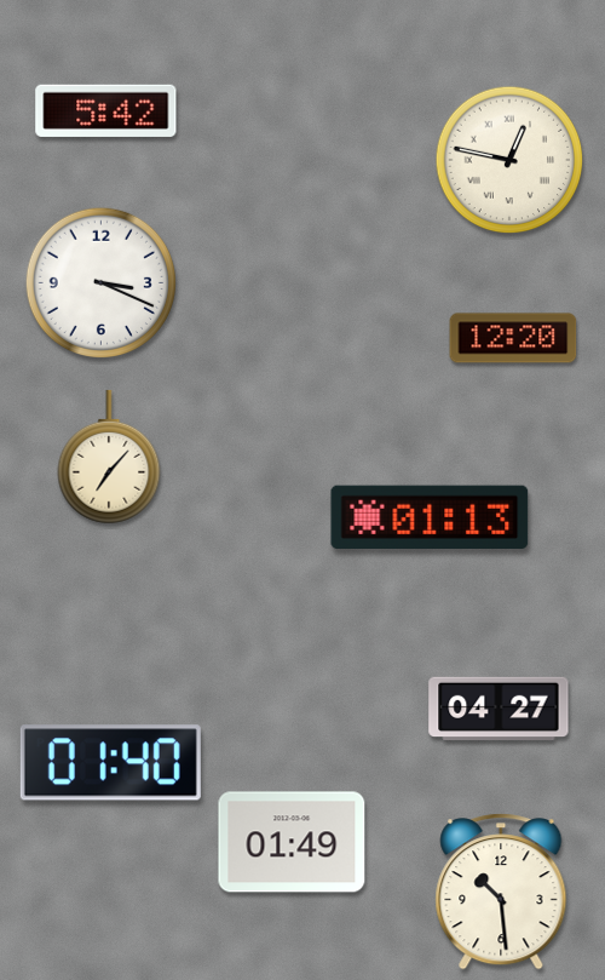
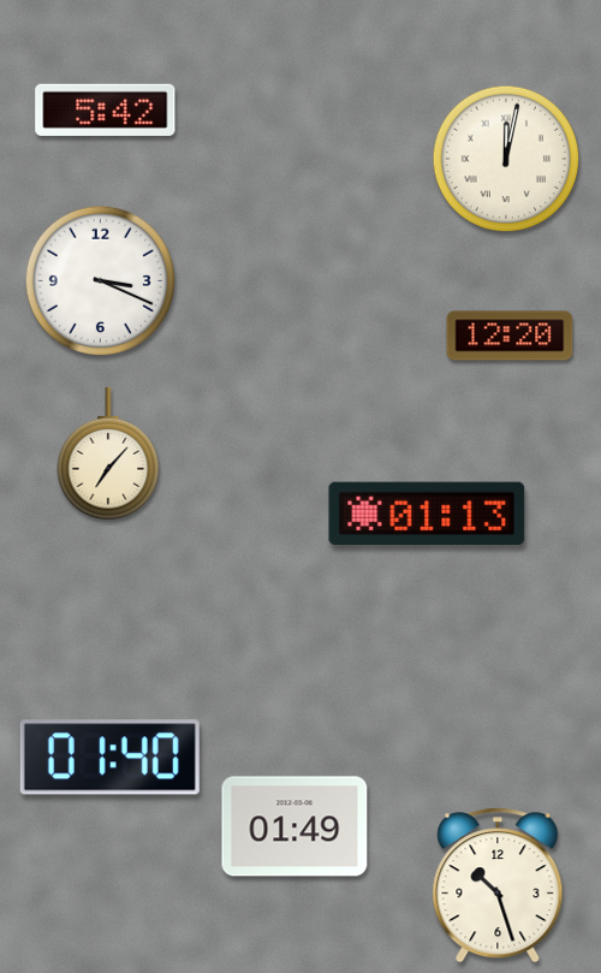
clock at (509, 160): 12:47 -> 12:02
clock at (499, 707): 04:27 -> none
clock at (292, 842) position: (292, 842) -> (294, 826)
clock at (501, 892): 10:29 -> 10:27
